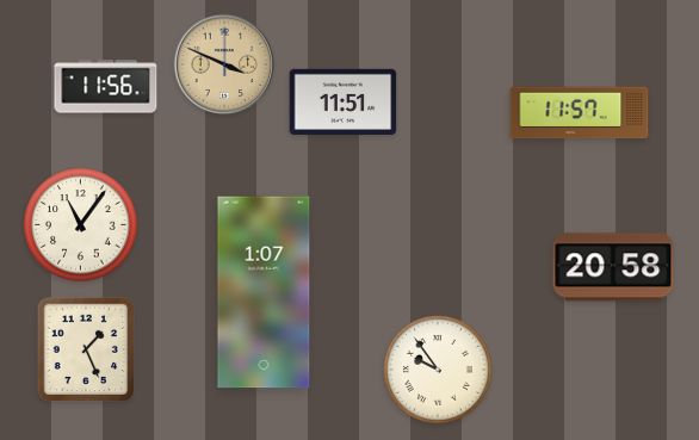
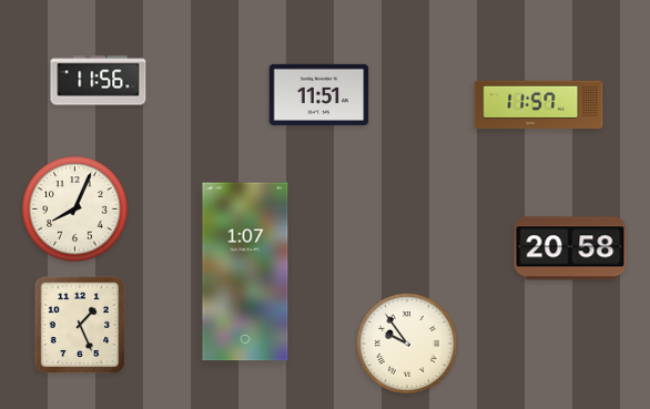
clock at (224, 64): 3:49 -> none
clock at (81, 225): 11:06 -> 8:04
